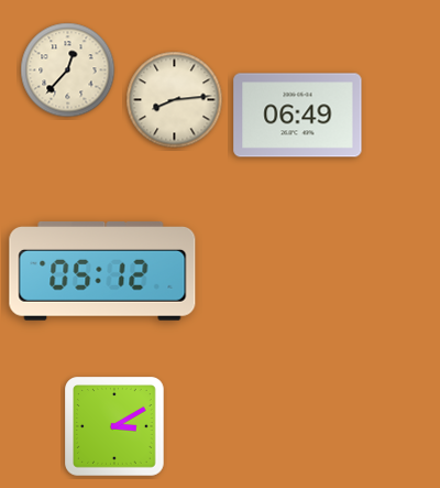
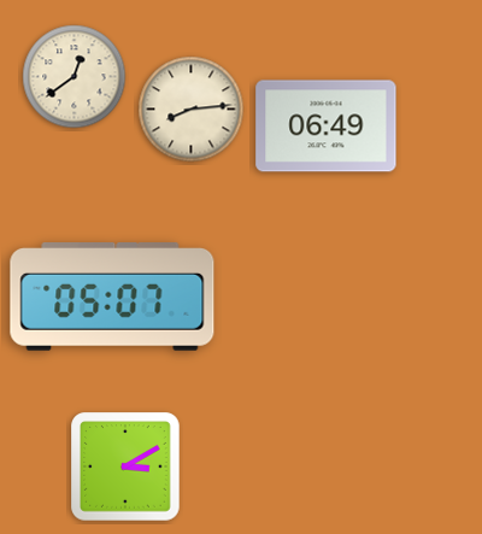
clock at (68, 71): 12:37 -> 12:39
clock at (102, 272): 05:12 -> 05:07
